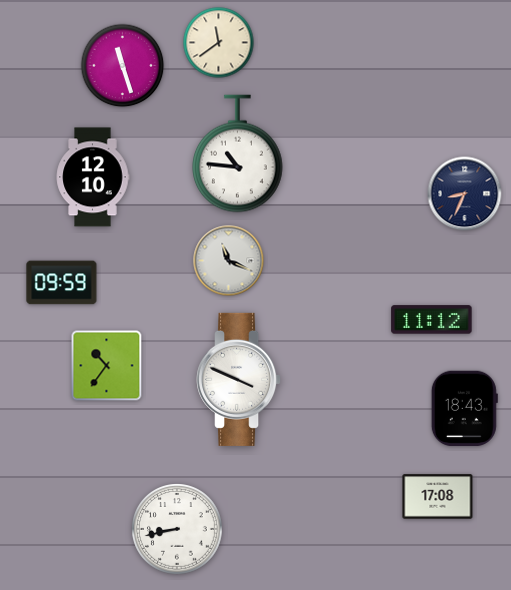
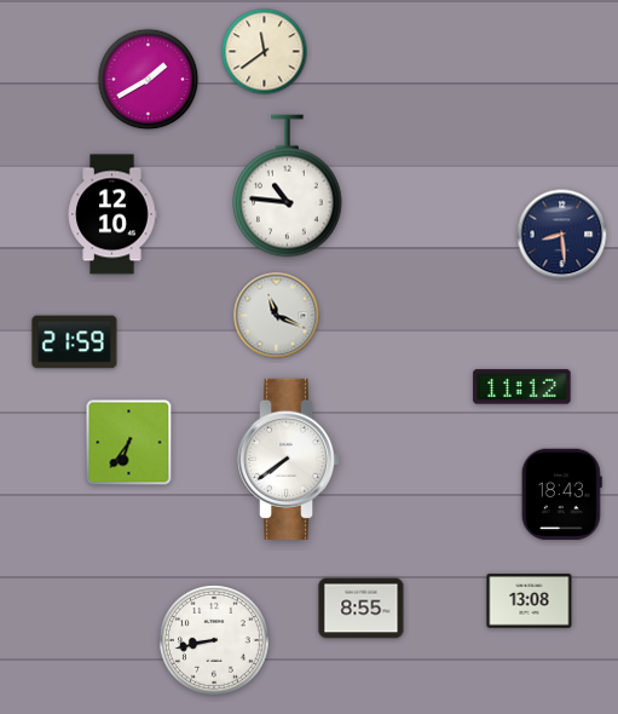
clock at (123, 66): 11:27 -> 1:40
clock at (465, 194): 8:34 -> 8:29
clock at (62, 283): 09:59 -> 21:59
clock at (107, 366): 10:36 -> 6:36
clock at (239, 379): 3:49 -> 7:39
clock at (438, 497): 17:08 -> 13:08
clock at (362, 609): none -> 8:55
